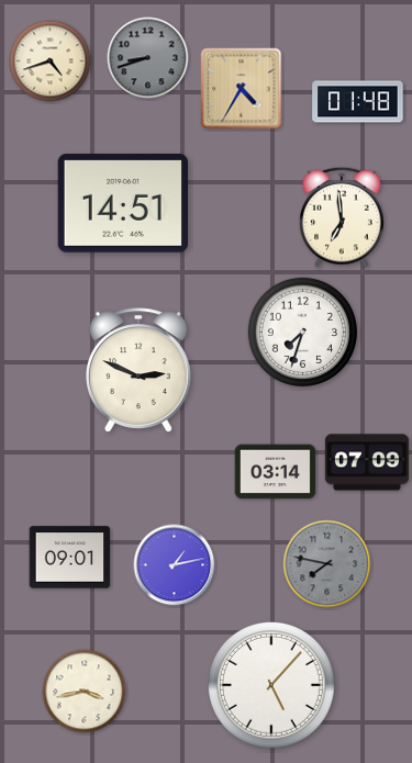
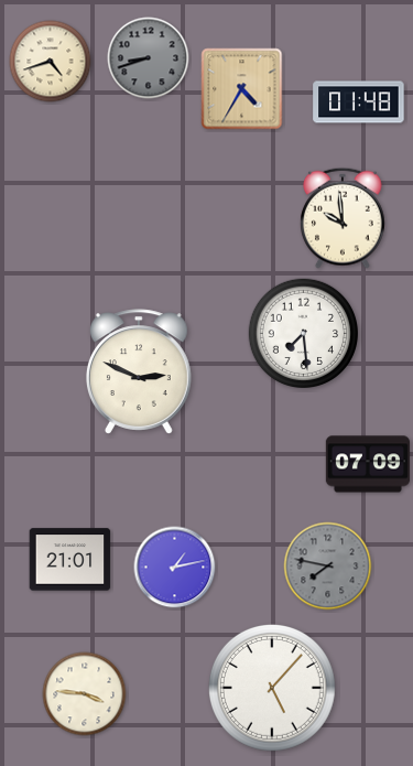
clock at (122, 204): 14:51 -> none
clock at (343, 217): 6:59 -> 9:59
clock at (302, 332): 7:33 -> 7:29
clock at (276, 472): 03:14 -> none
clock at (70, 558): 09:01 -> 21:01
clock at (85, 692): 3:43 -> 3:46
